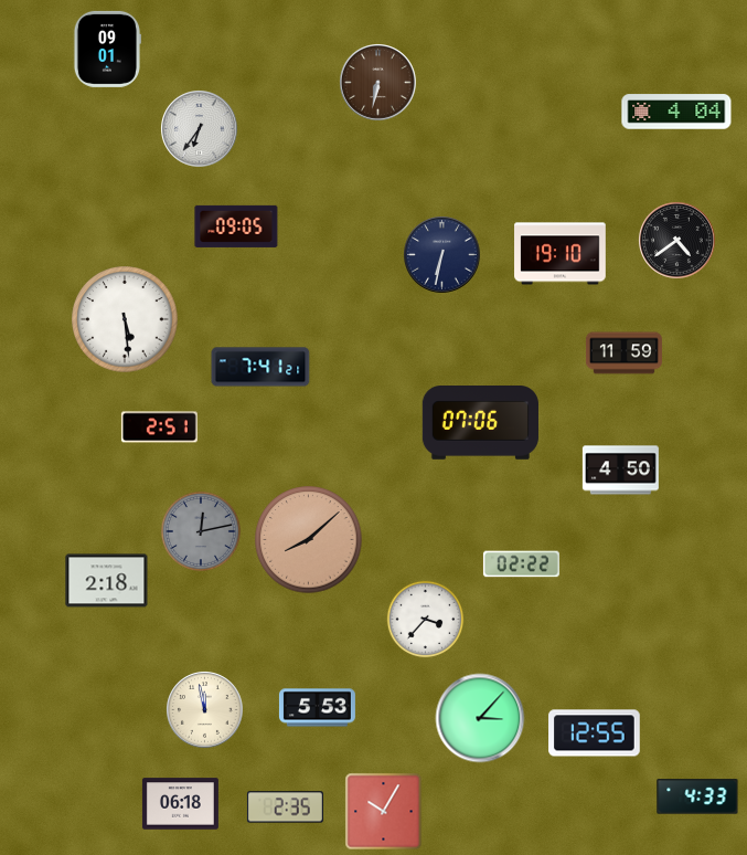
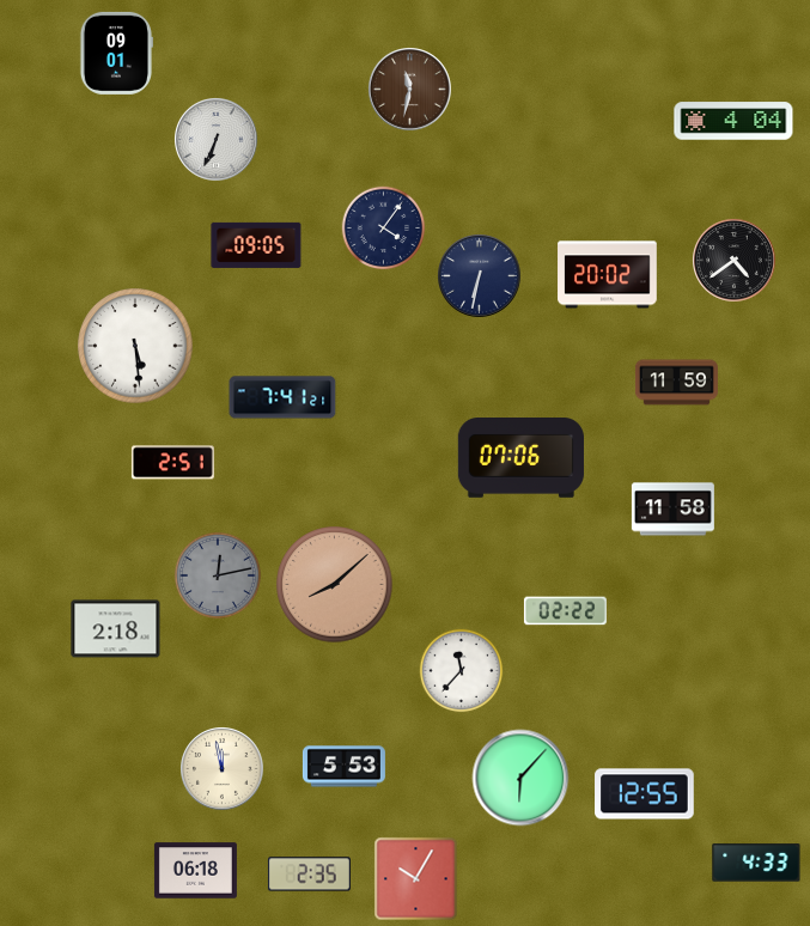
clock at (378, 83): 6:32 -> 11:32
clock at (200, 129): 6:36 -> 6:34
clock at (384, 229): none -> 4:06
clock at (561, 254): 19:10 -> 20:02
clock at (620, 471): 4:50 -> 11:58
clock at (426, 620): 3:37 -> 11:37
clock at (480, 718): 3:07 -> 6:07
